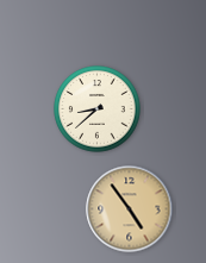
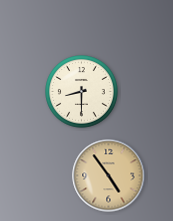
clock at (98, 109): 8:38 -> 8:30
